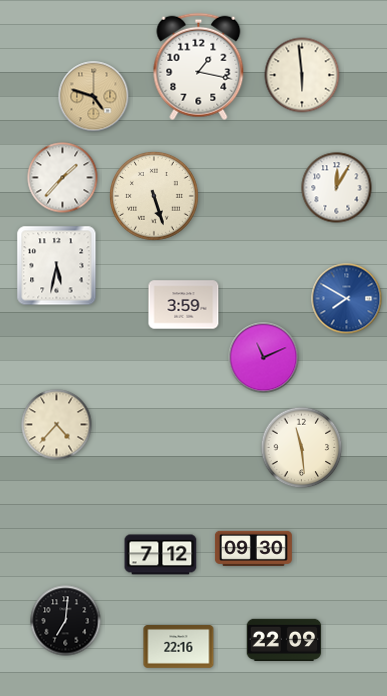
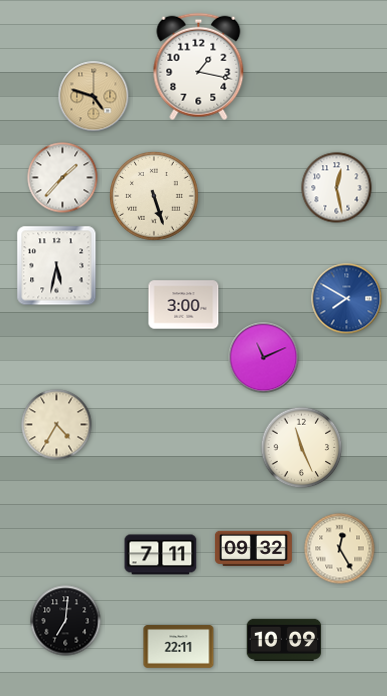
clock at (302, 75): 5:59 -> none
clock at (337, 188): 12:05 -> 12:28
clock at (184, 305): 3:59 -> 3:00
clock at (57, 425): 4:37 -> 4:35
clock at (302, 448): 11:29 -> 11:26
clock at (253, 548): 09:30 -> 09:32
clock at (340, 549): none -> 12:25
clock at (161, 555): 7:12 -> 7:11
clock at (284, 639): 22:09 -> 10:09
clock at (179, 647): 22:16 -> 22:11
